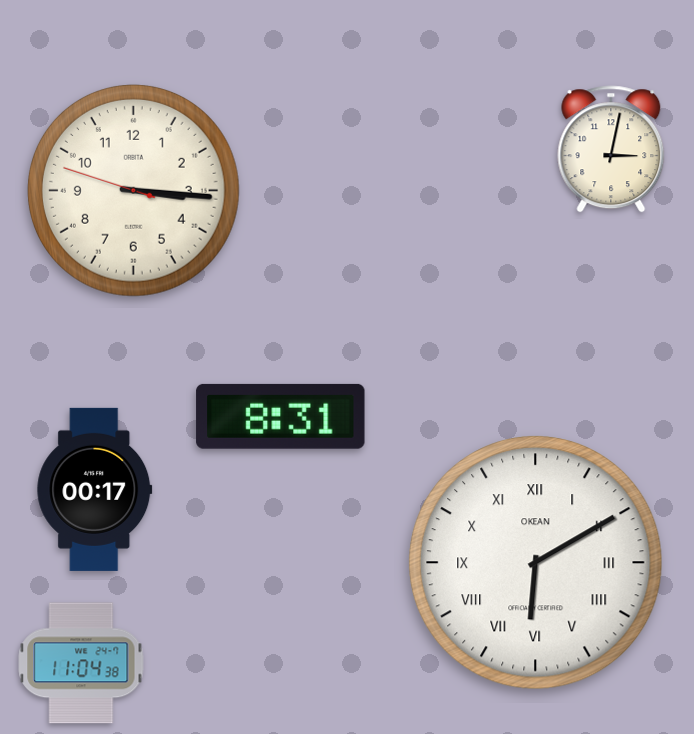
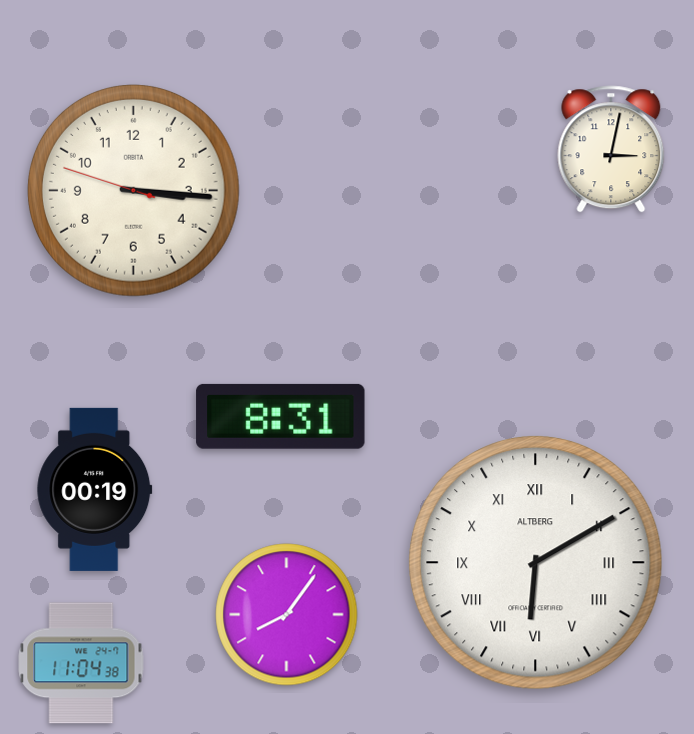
clock at (95, 489): 00:17 -> 00:19
clock at (536, 563) brand: OKEAN -> ALTBERG
clock at (287, 615): none -> 8:06
